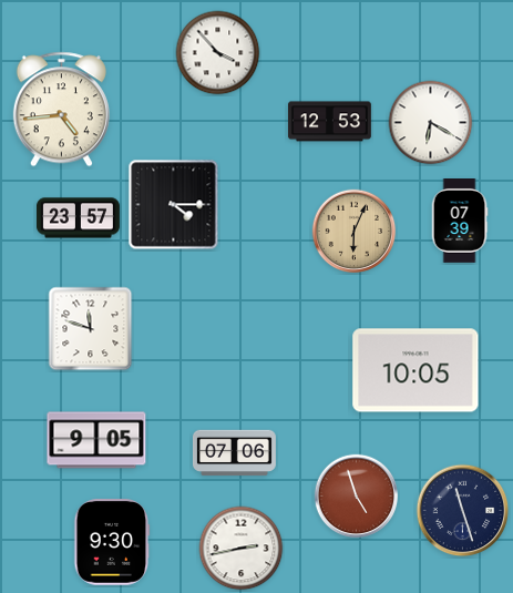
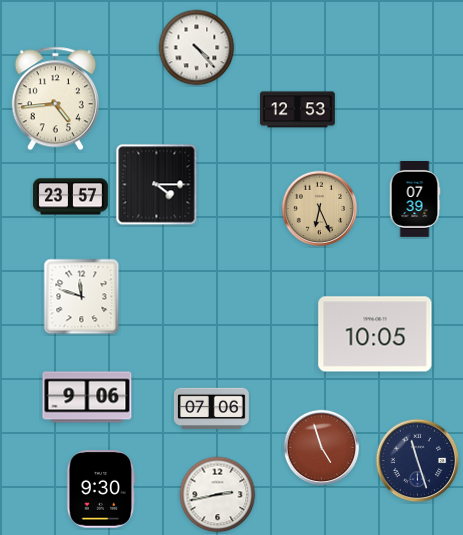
clock at (218, 53): 3:53 -> 4:23
clock at (431, 123): 6:20 -> none
clock at (355, 232): 6:04 -> 6:26
clock at (96, 440): 9:05 -> 9:06
